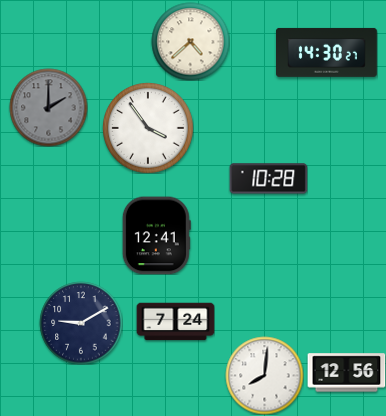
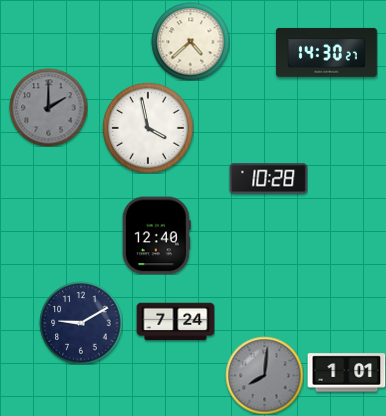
clock at (148, 128): 3:54 -> 3:58
clock at (156, 235): 12:41 -> 12:40
clock at (346, 373): 12:56 -> 1:01
clock at (264, 375) dial: white -> grey
